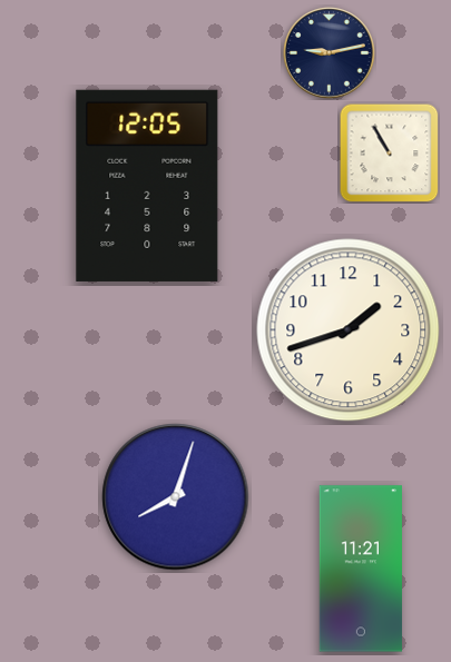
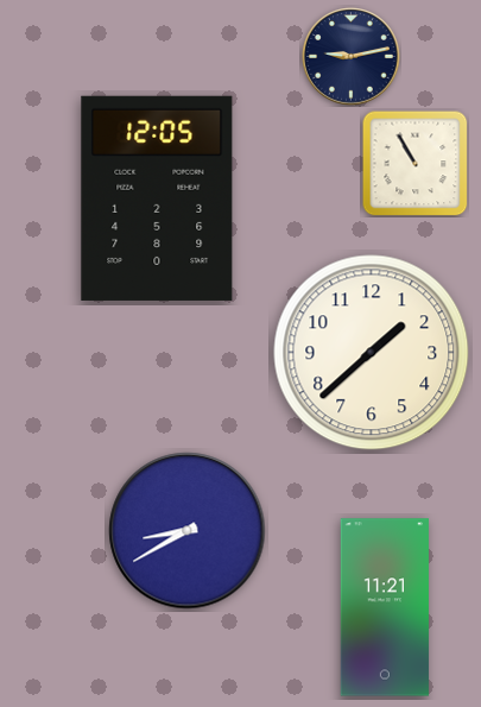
clock at (349, 330): 1:42 -> 1:38
clock at (176, 497): 8:03 -> 8:40
